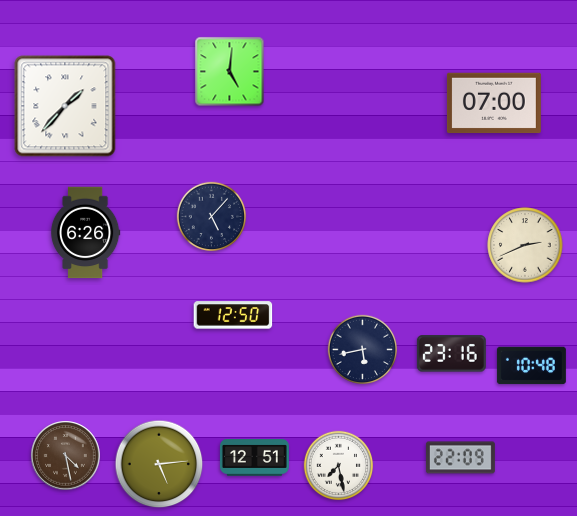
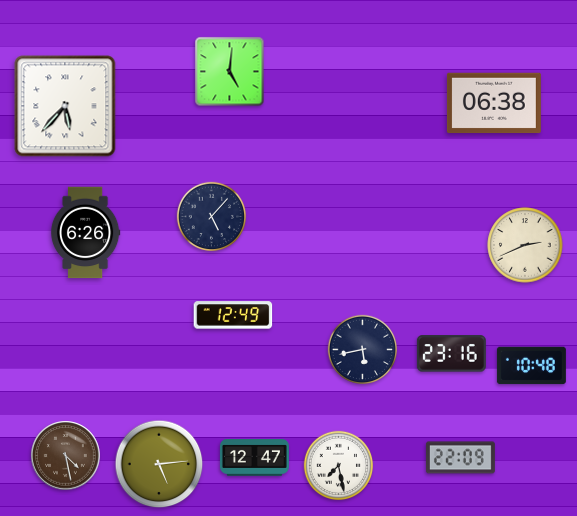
clock at (494, 103): 07:00 -> 06:38
clock at (65, 106): 1:37 -> 5:37
clock at (233, 315): 12:50 -> 12:49
clock at (254, 458): 12:51 -> 12:47
